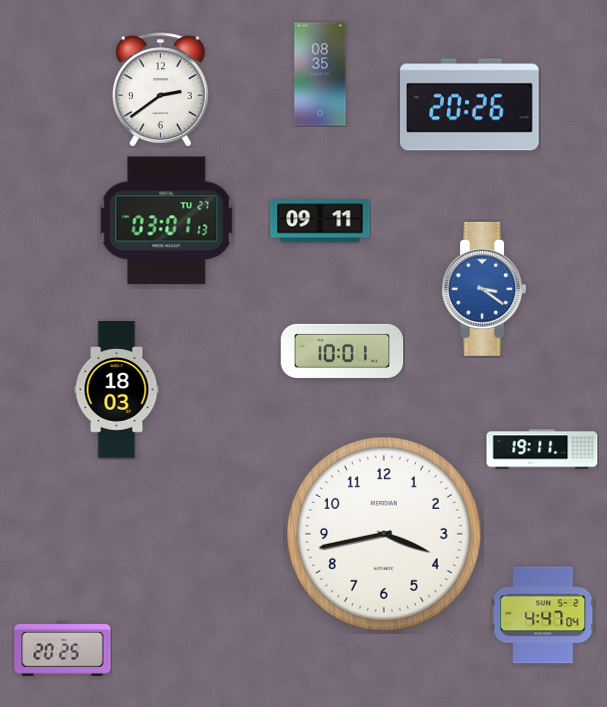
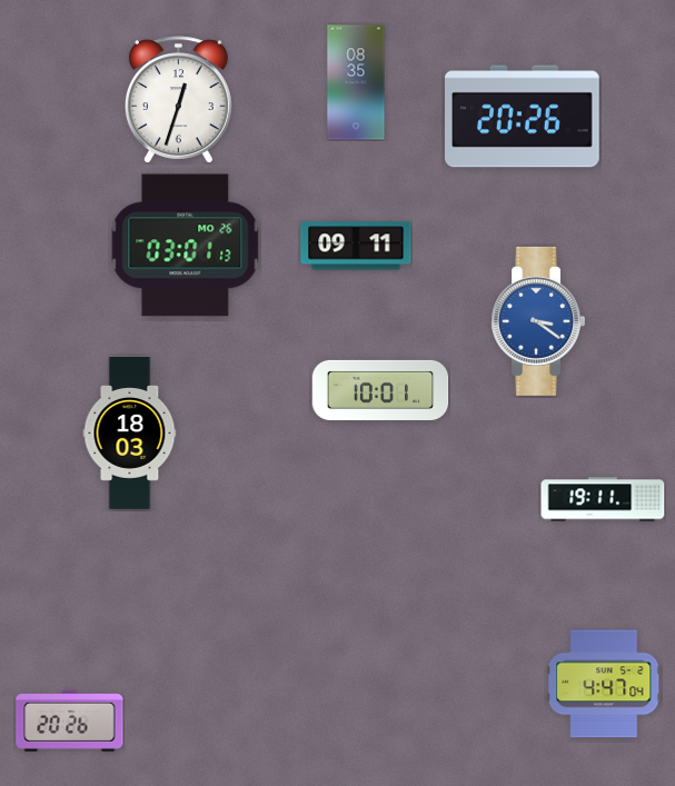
clock at (160, 90): 2:39 -> 12:33
clock at (167, 221) date: TU 27 -> MO 26
clock at (384, 534): 3:43 -> none
clock at (63, 648): 20:25 -> 20:26
